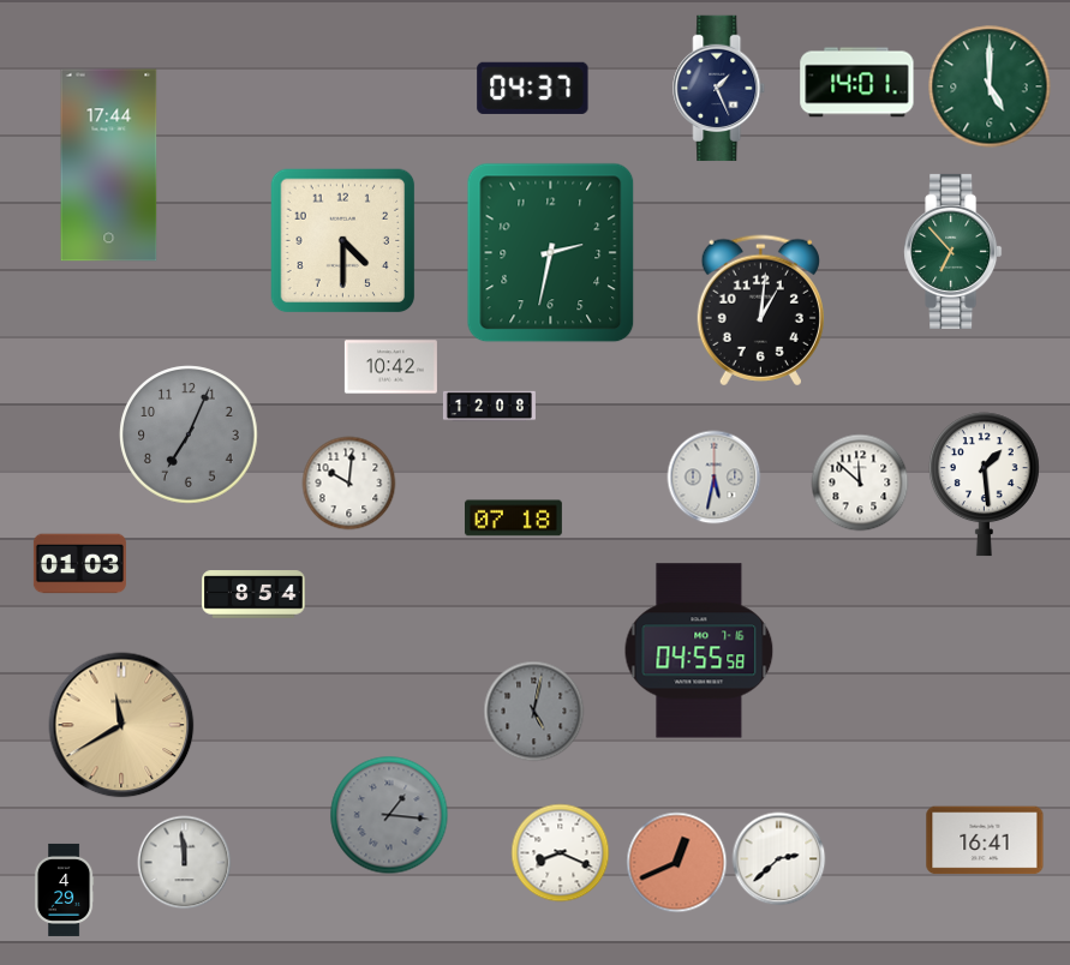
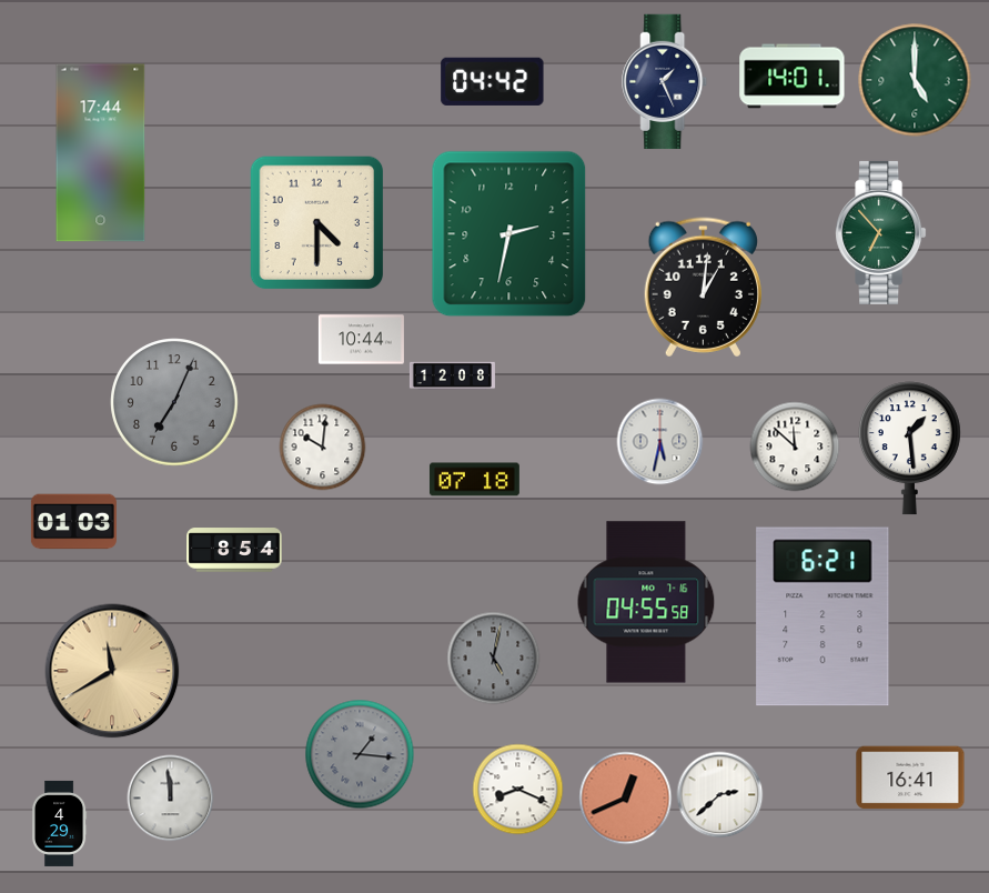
clock at (533, 88): 04:37 -> 04:42
clock at (390, 367): 10:42 -> 10:44
clock at (823, 616): none -> 6:21
